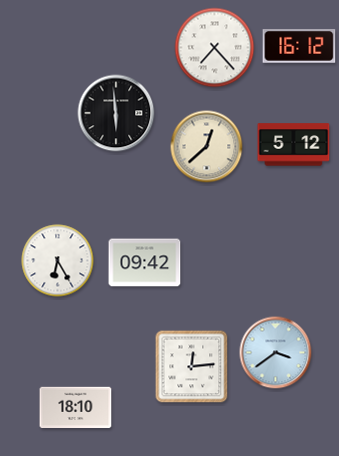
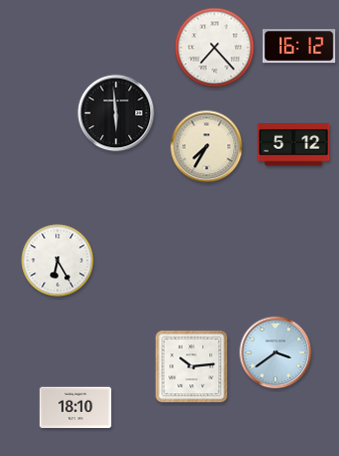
clock at (207, 147): 12:38 -> 7:35
clock at (145, 263): 09:42 -> none
clock at (192, 367): 12:14 -> 10:14
